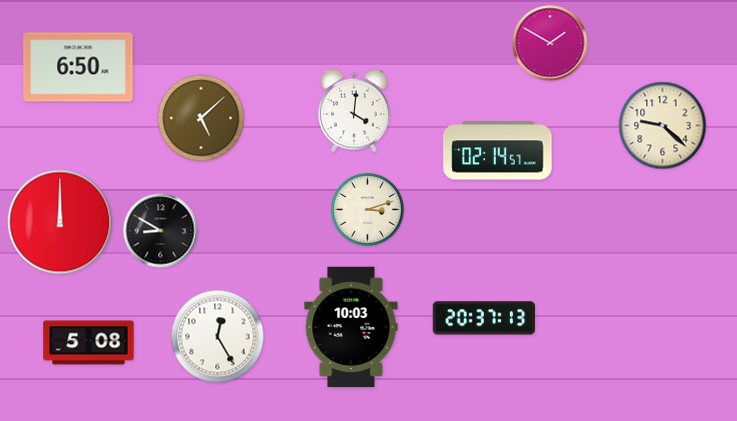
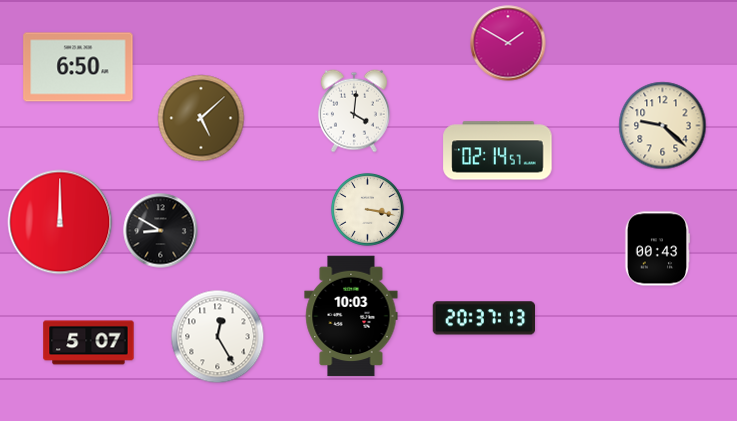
clock at (550, 43) position: (550, 43) -> (508, 43)
clock at (367, 209): 3:12 -> 3:17
clock at (657, 249): none -> 00:43
clock at (351, 327) position: (351, 327) -> (351, 316)
clock at (89, 343): 5:08 -> 5:07
